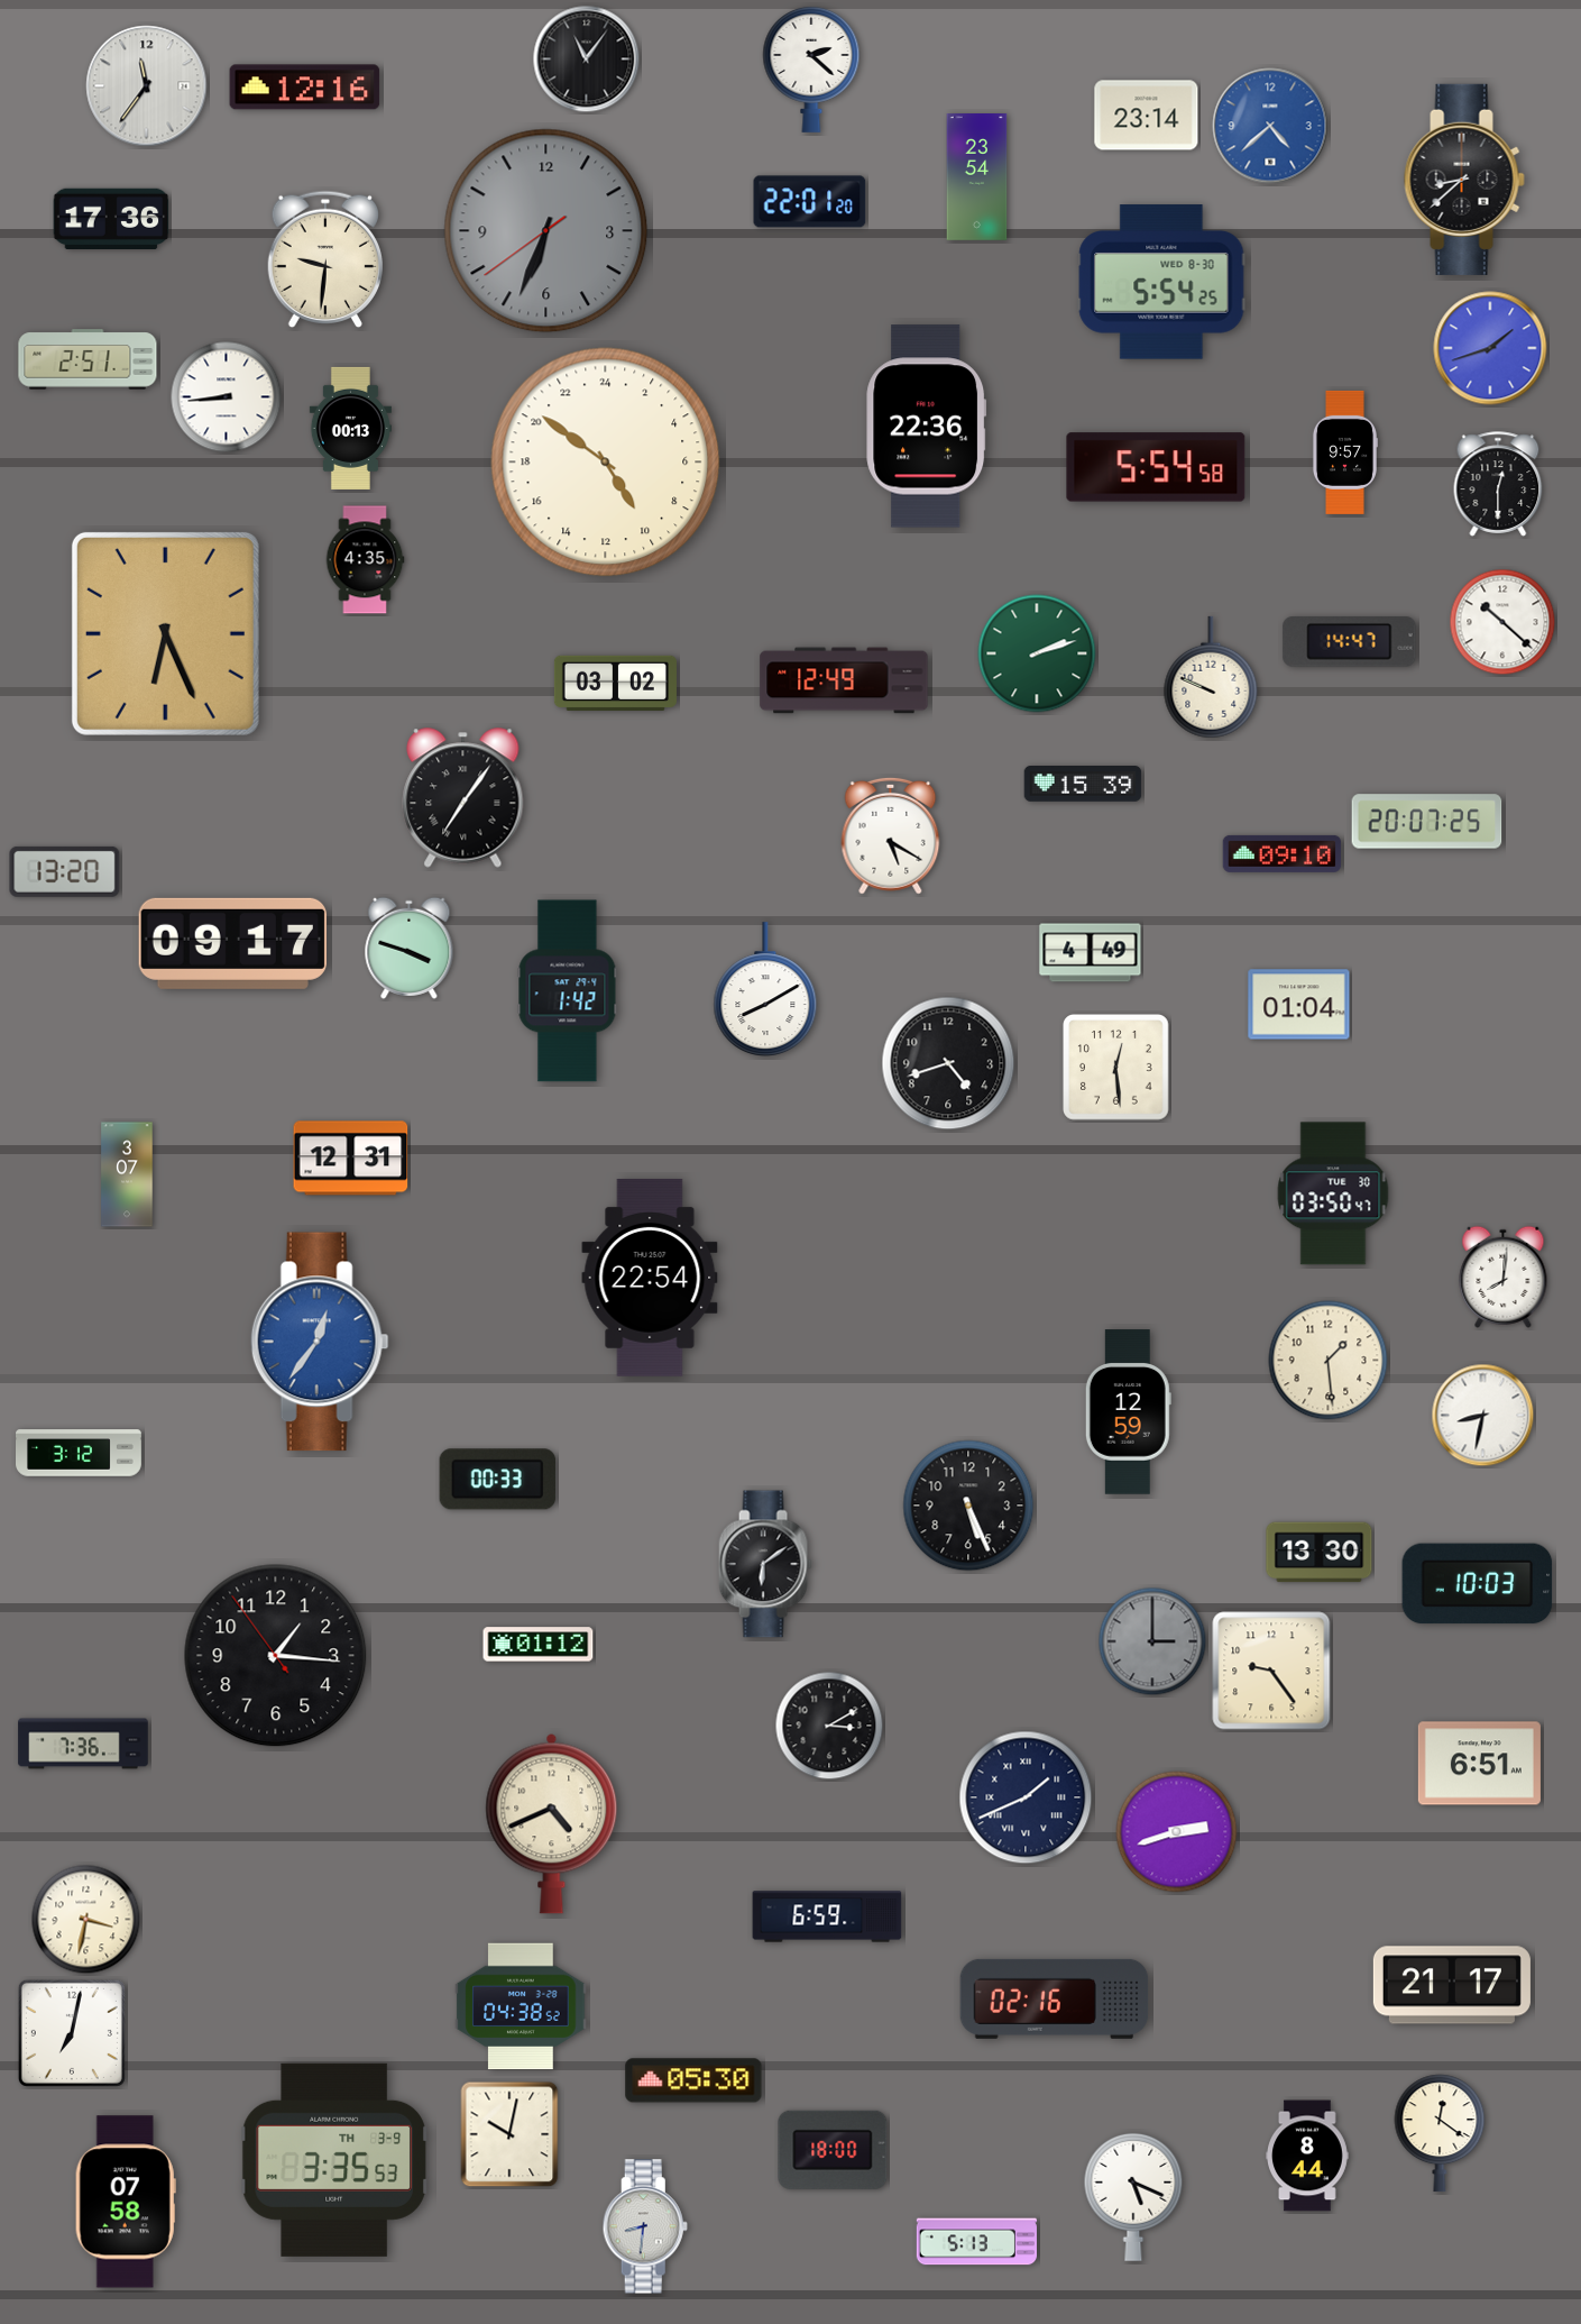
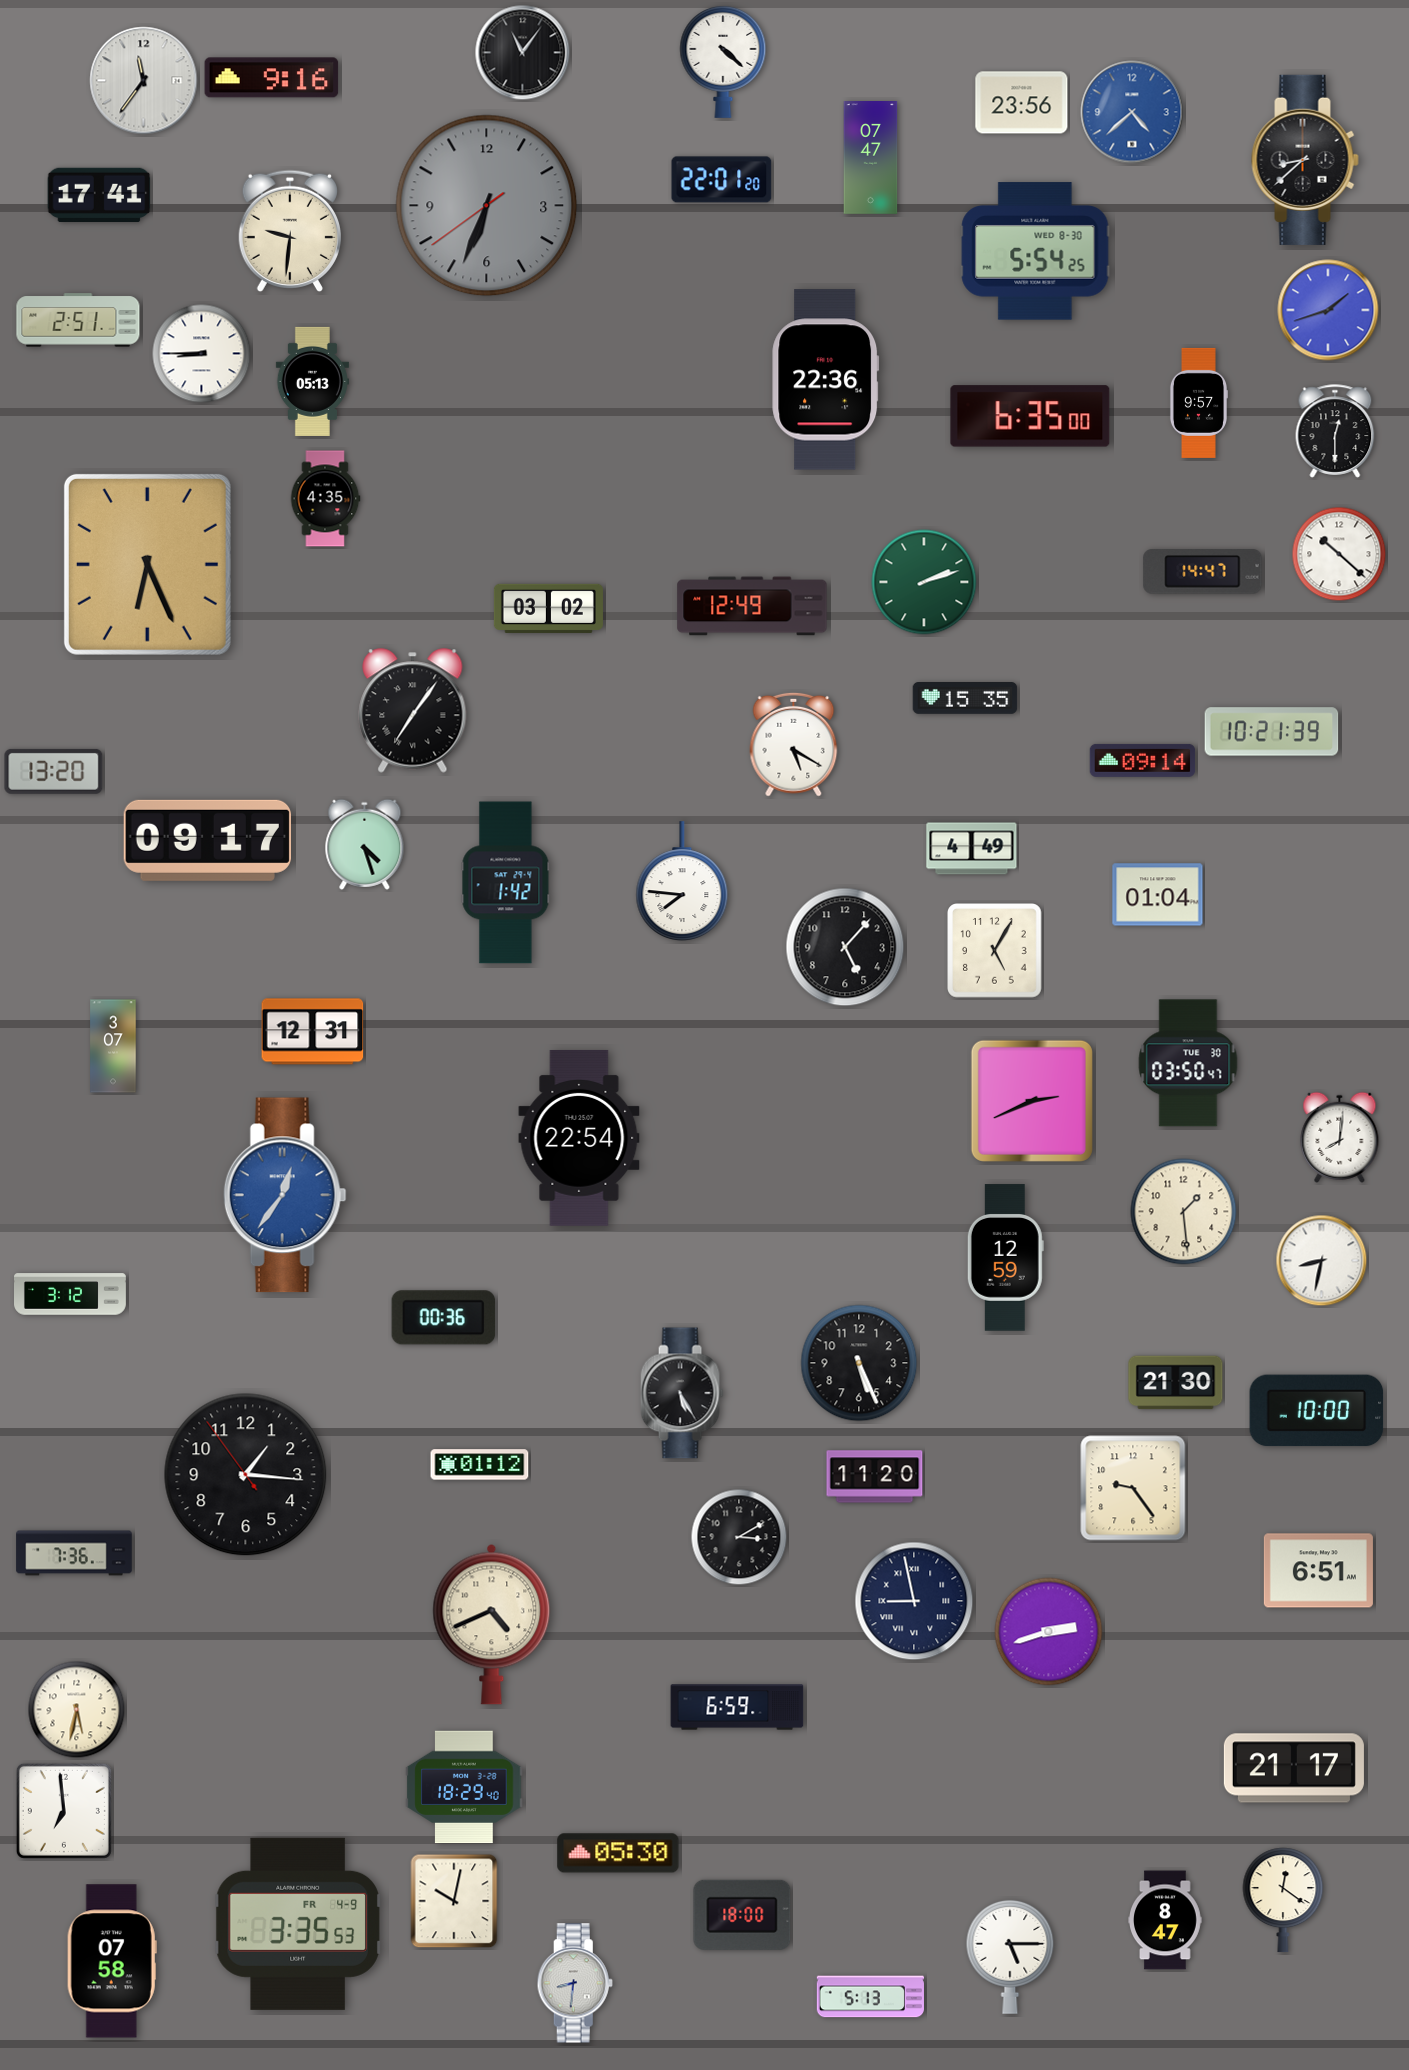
clock at (811, 68): 2:22 -> 4:22
clock at (147, 86) position: (147, 86) -> (144, 81)
clock at (305, 88): 12:16 -> 9:16
clock at (1147, 116): 23:14 -> 23:56
clock at (977, 177): 23:54 -> 07:47
clock at (111, 218): 17:36 -> 17:41
clock at (227, 397): 8:44 -> 8:45
clock at (350, 428): 00:13 -> 05:13
clock at (606, 463): 9:51 -> none
clock at (1156, 467): 5:54 -> 6:35
clock at (1211, 677): 9:49 -> none
clock at (1083, 785): 15:39 -> 15:35
clock at (1427, 822): 20:07 -> 10:21
clock at (1283, 853): 09:10 -> 09:14
clock at (65, 871) position: (65, 871) -> (54, 771)
clock at (410, 948): 3:48 -> 4:27
clock at (765, 989): 8:10 -> 7:46
clock at (948, 1063): 4:42 -> 5:07
clock at (1116, 1068): 12:29 -> 5:05
clock at (1032, 1101): none -> 2:41
clock at (498, 1480): 00:33 -> 00:36
clock at (968, 1506) position: (968, 1506) -> (859, 1363)
clock at (1320, 1553): 13:30 -> 21:30
clock at (765, 1564): 6:09 -> 5:25
clock at (1478, 1584): 10:03 -> 10:00
clock at (1152, 1641): 3:00 -> none
clock at (875, 1477): none -> 11:20
clock at (1026, 1797): 1:41 -> 8:58
clock at (86, 1920): 3:32 -> 5:32
clock at (1055, 1998): 02:16 -> none
clock at (521, 2006): 04:38 -> 18:29
clock at (72, 2033): 7:02 -> 6:59
clock at (1308, 2156): 8:44 -> 8:47
clock at (334, 2160) date: TH 3-9 -> FR 4-9
clock at (1133, 2197): 5:19 -> 5:15
